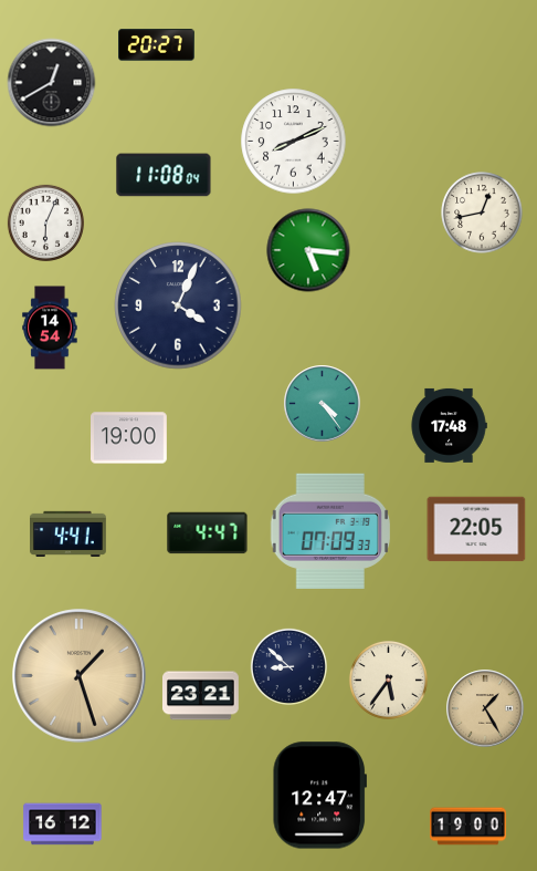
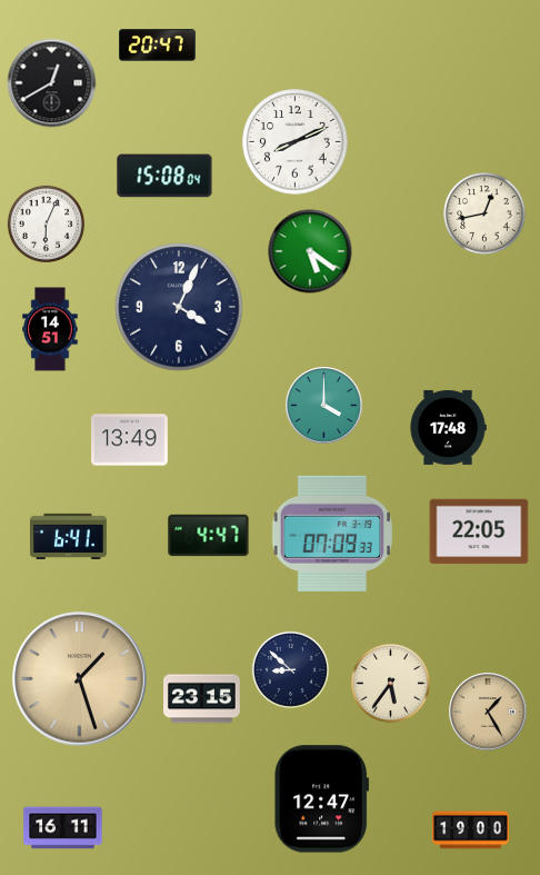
clock at (157, 45): 20:27 -> 20:47
clock at (164, 175): 11:08 -> 15:08
clock at (308, 250): 5:16 -> 5:21
clock at (50, 328): 14:54 -> 14:51
clock at (323, 404): 4:24 -> 4:00
clock at (449, 425) position: (449, 425) -> (448, 427)
clock at (129, 438): 19:00 -> 13:49
clock at (69, 533): 4:41 -> 6:41
clock at (201, 696): 23:21 -> 23:15
clock at (63, 825): 16:12 -> 16:11
